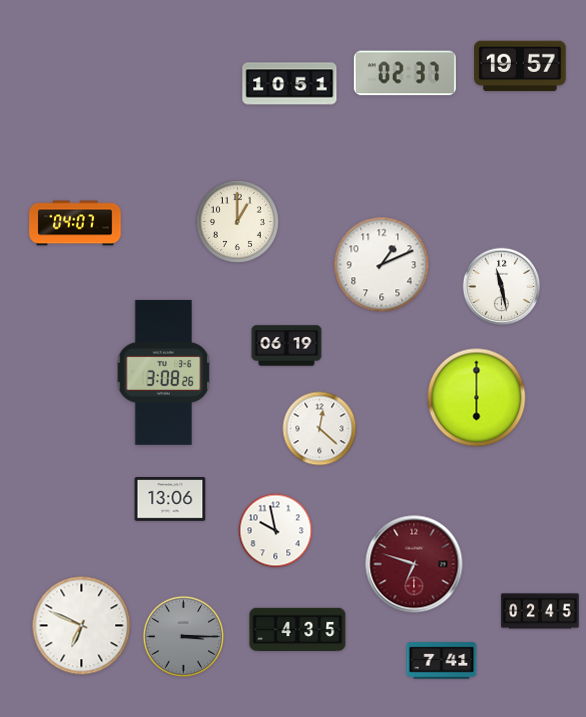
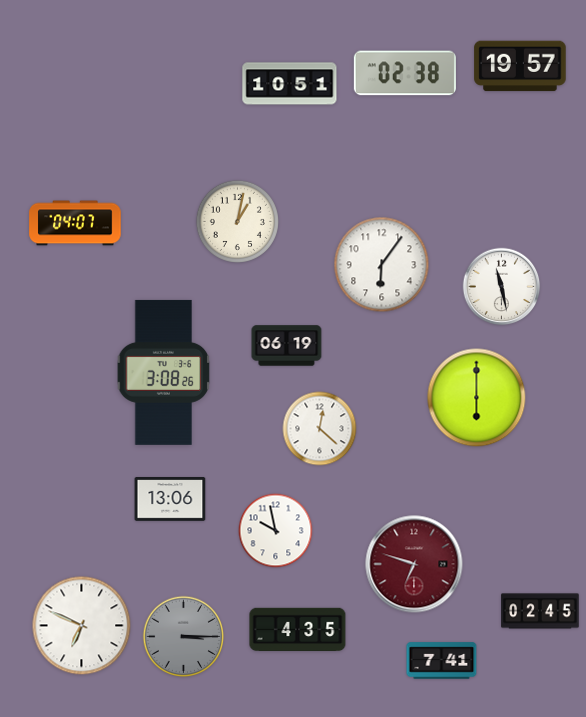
clock at (405, 73): 02:37 -> 02:38
clock at (237, 221): 1:00 -> 1:02
clock at (382, 265): 1:11 -> 6:06
